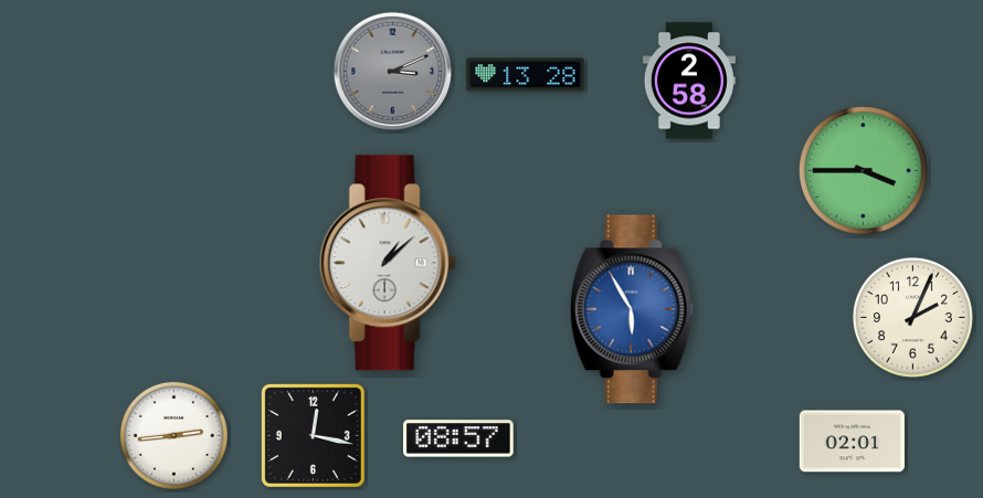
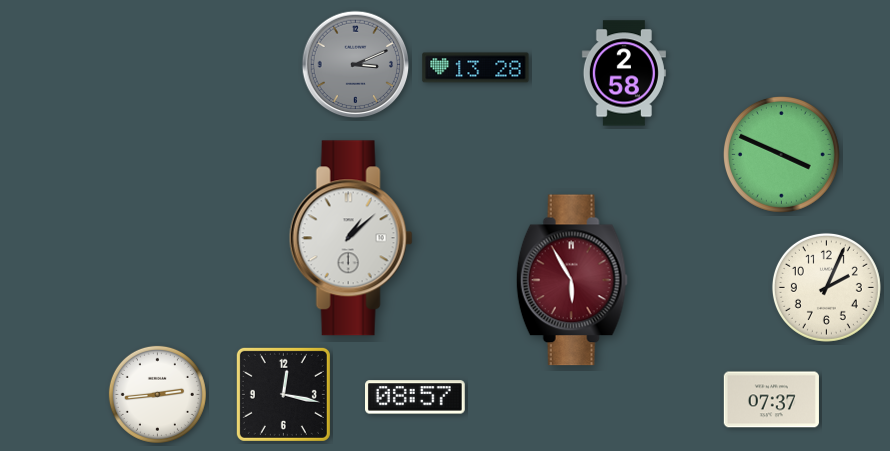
clock at (863, 170): 3:45 -> 3:49
clock at (632, 309) dial: blue -> burgundy
clock at (852, 442): 02:01 -> 07:37
